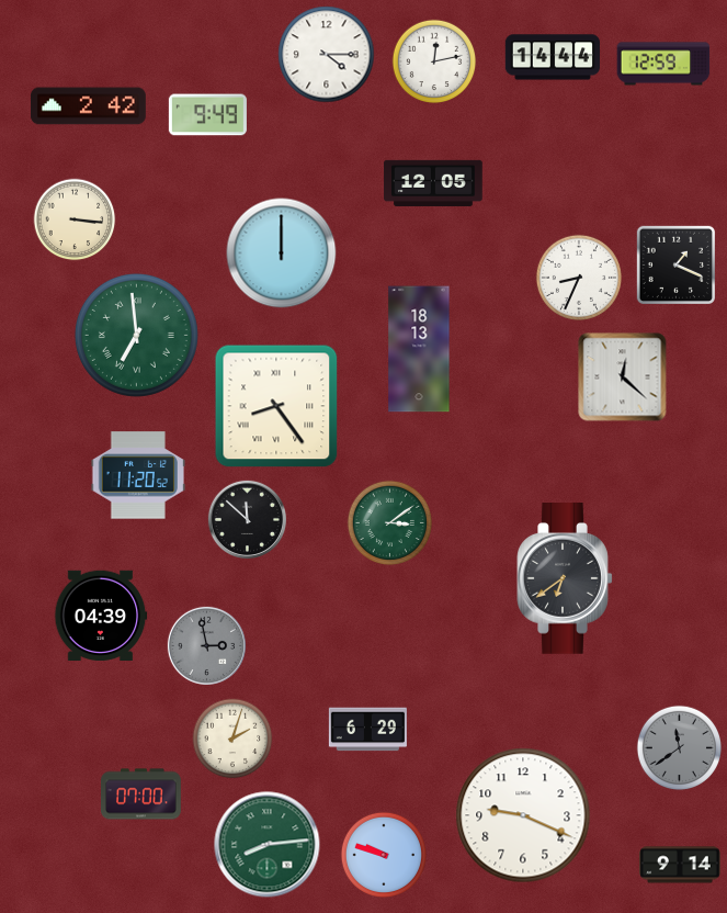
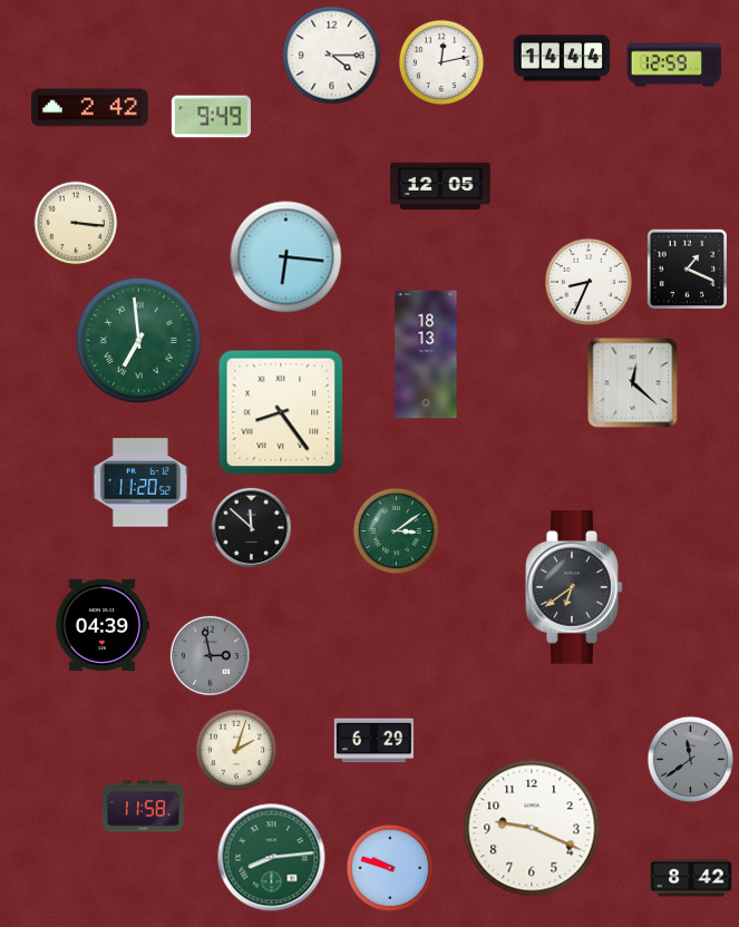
clock at (282, 253): 12:00 -> 6:16
clock at (141, 794): 07:00 -> 11:58
clock at (680, 865): 9:14 -> 8:42
